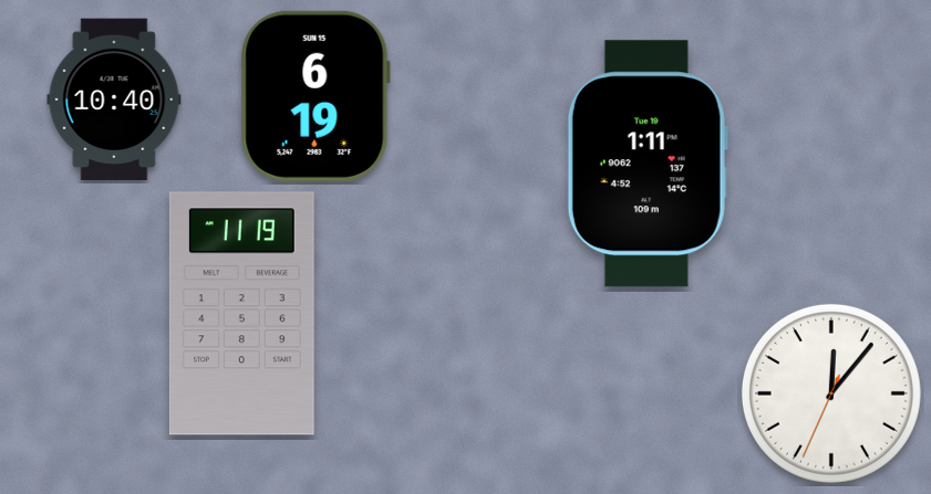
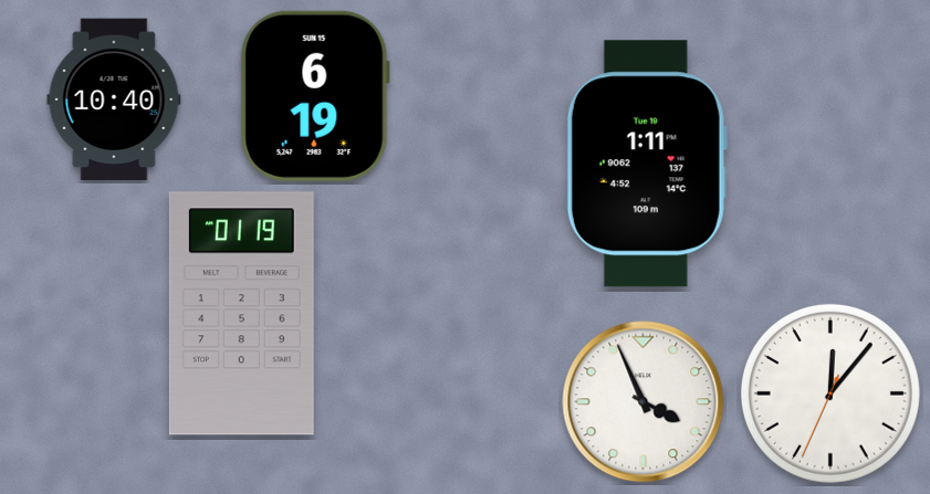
clock at (241, 314): 11:19 -> 01:19
clock at (644, 402): none -> 3:56
